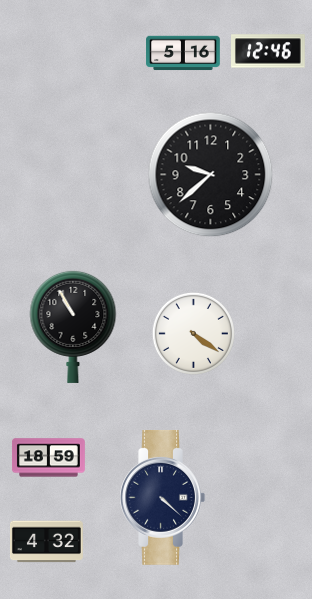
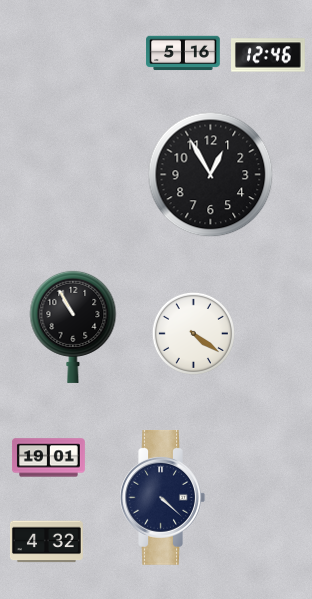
clock at (268, 51) position: (268, 51) -> (268, 55)
clock at (211, 175): 9:38 -> 12:55
clock at (48, 458): 18:59 -> 19:01
